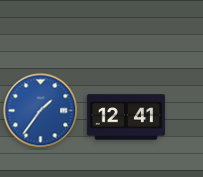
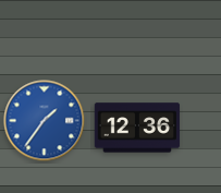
clock at (126, 117): 12:41 -> 12:36
